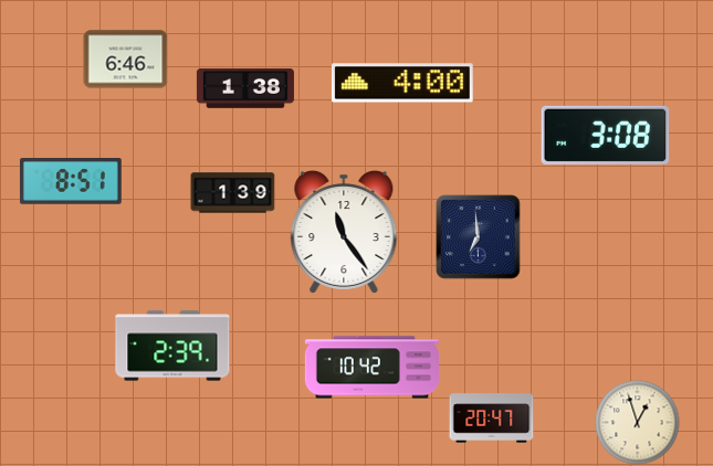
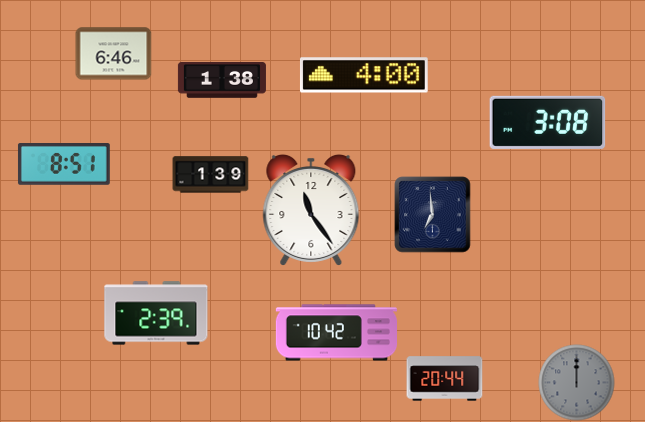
clock at (492, 419): 20:47 -> 20:44
clock at (638, 423): 12:57 -> 12:00
clock at (638, 423) dial: cream -> grey
